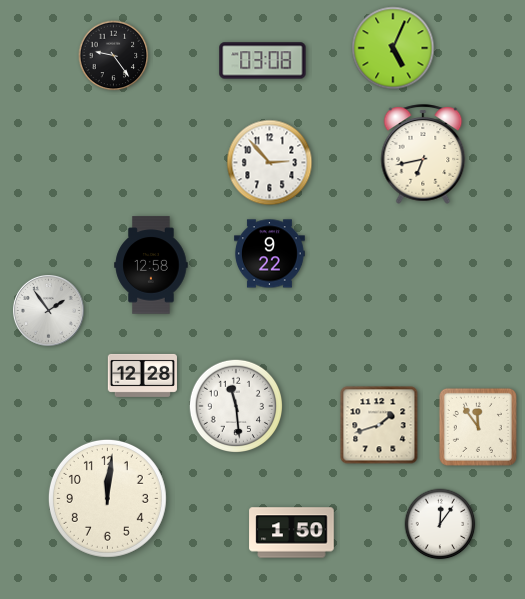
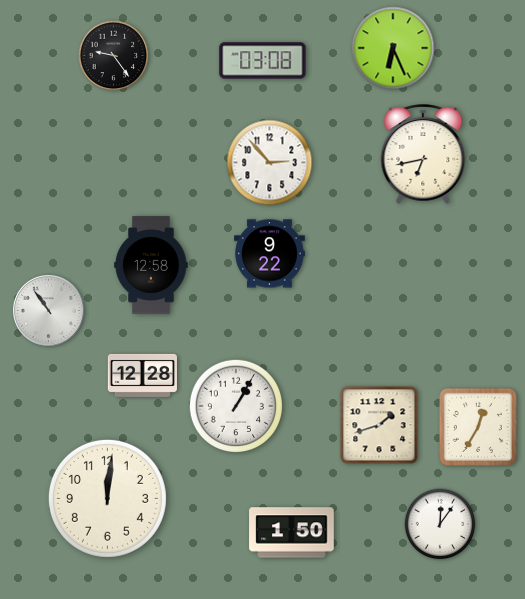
clock at (393, 48): 5:04 -> 6:26
clock at (49, 311): 1:54 -> 10:54
clock at (235, 405): 11:29 -> 1:05
clock at (478, 427): 11:54 -> 12:35
